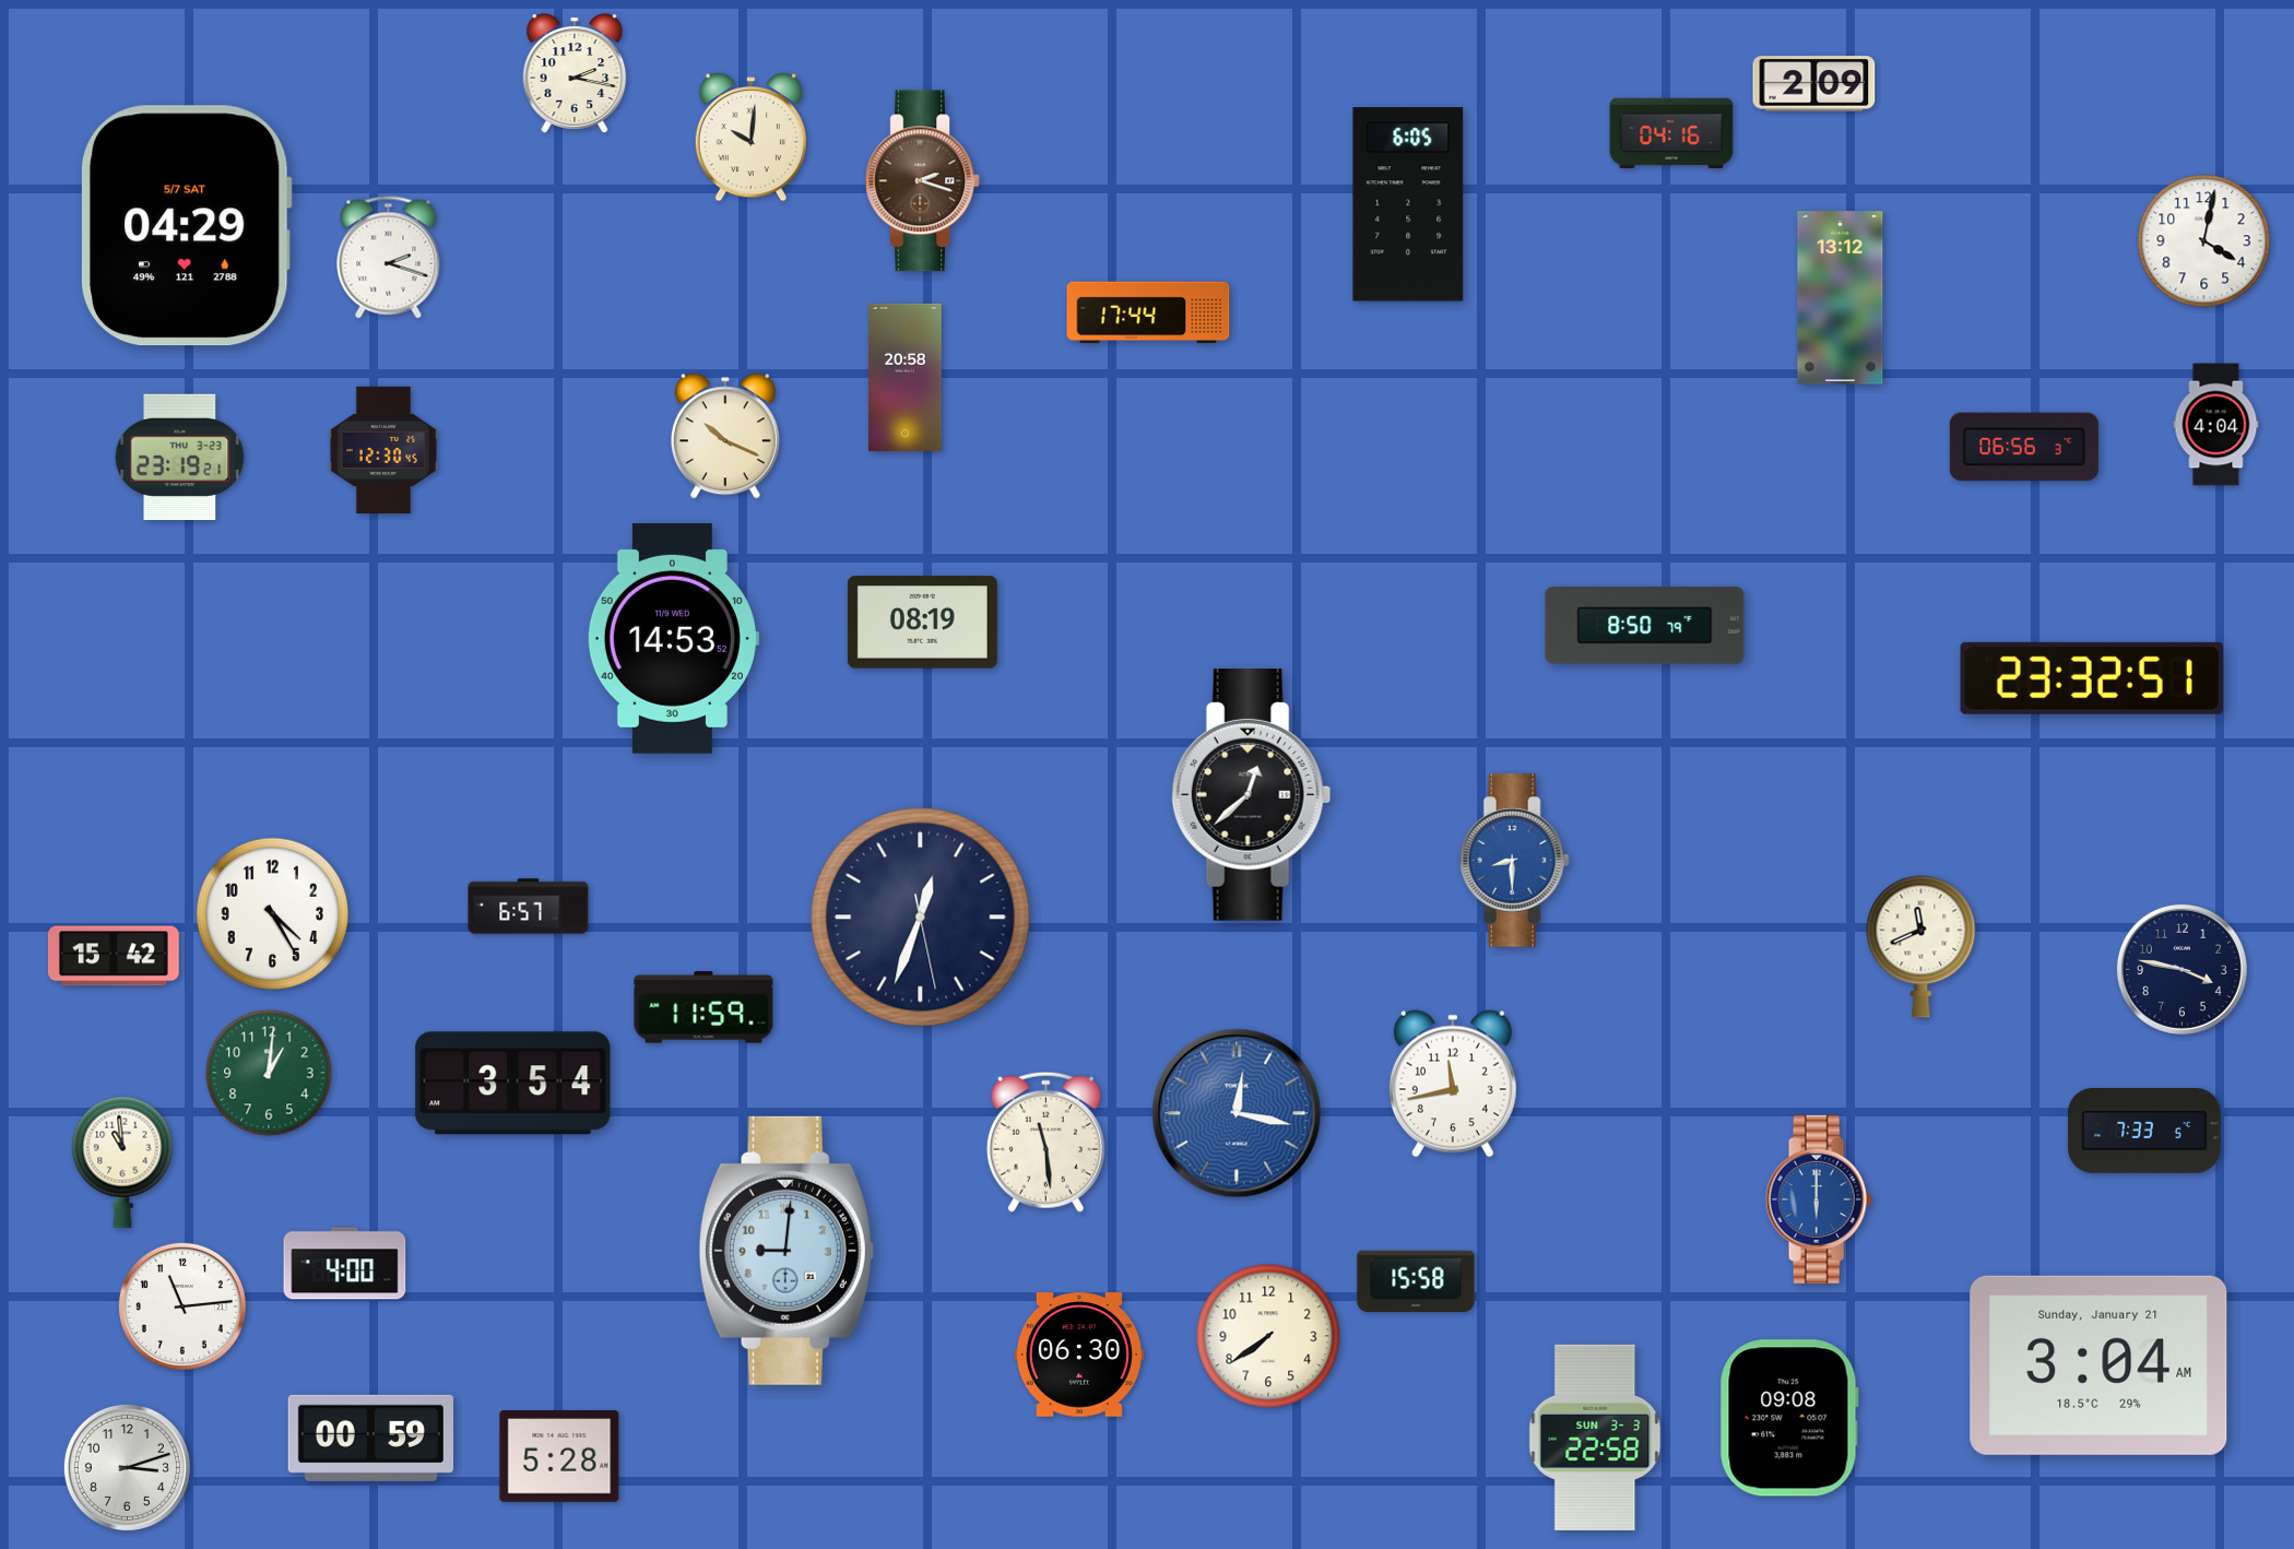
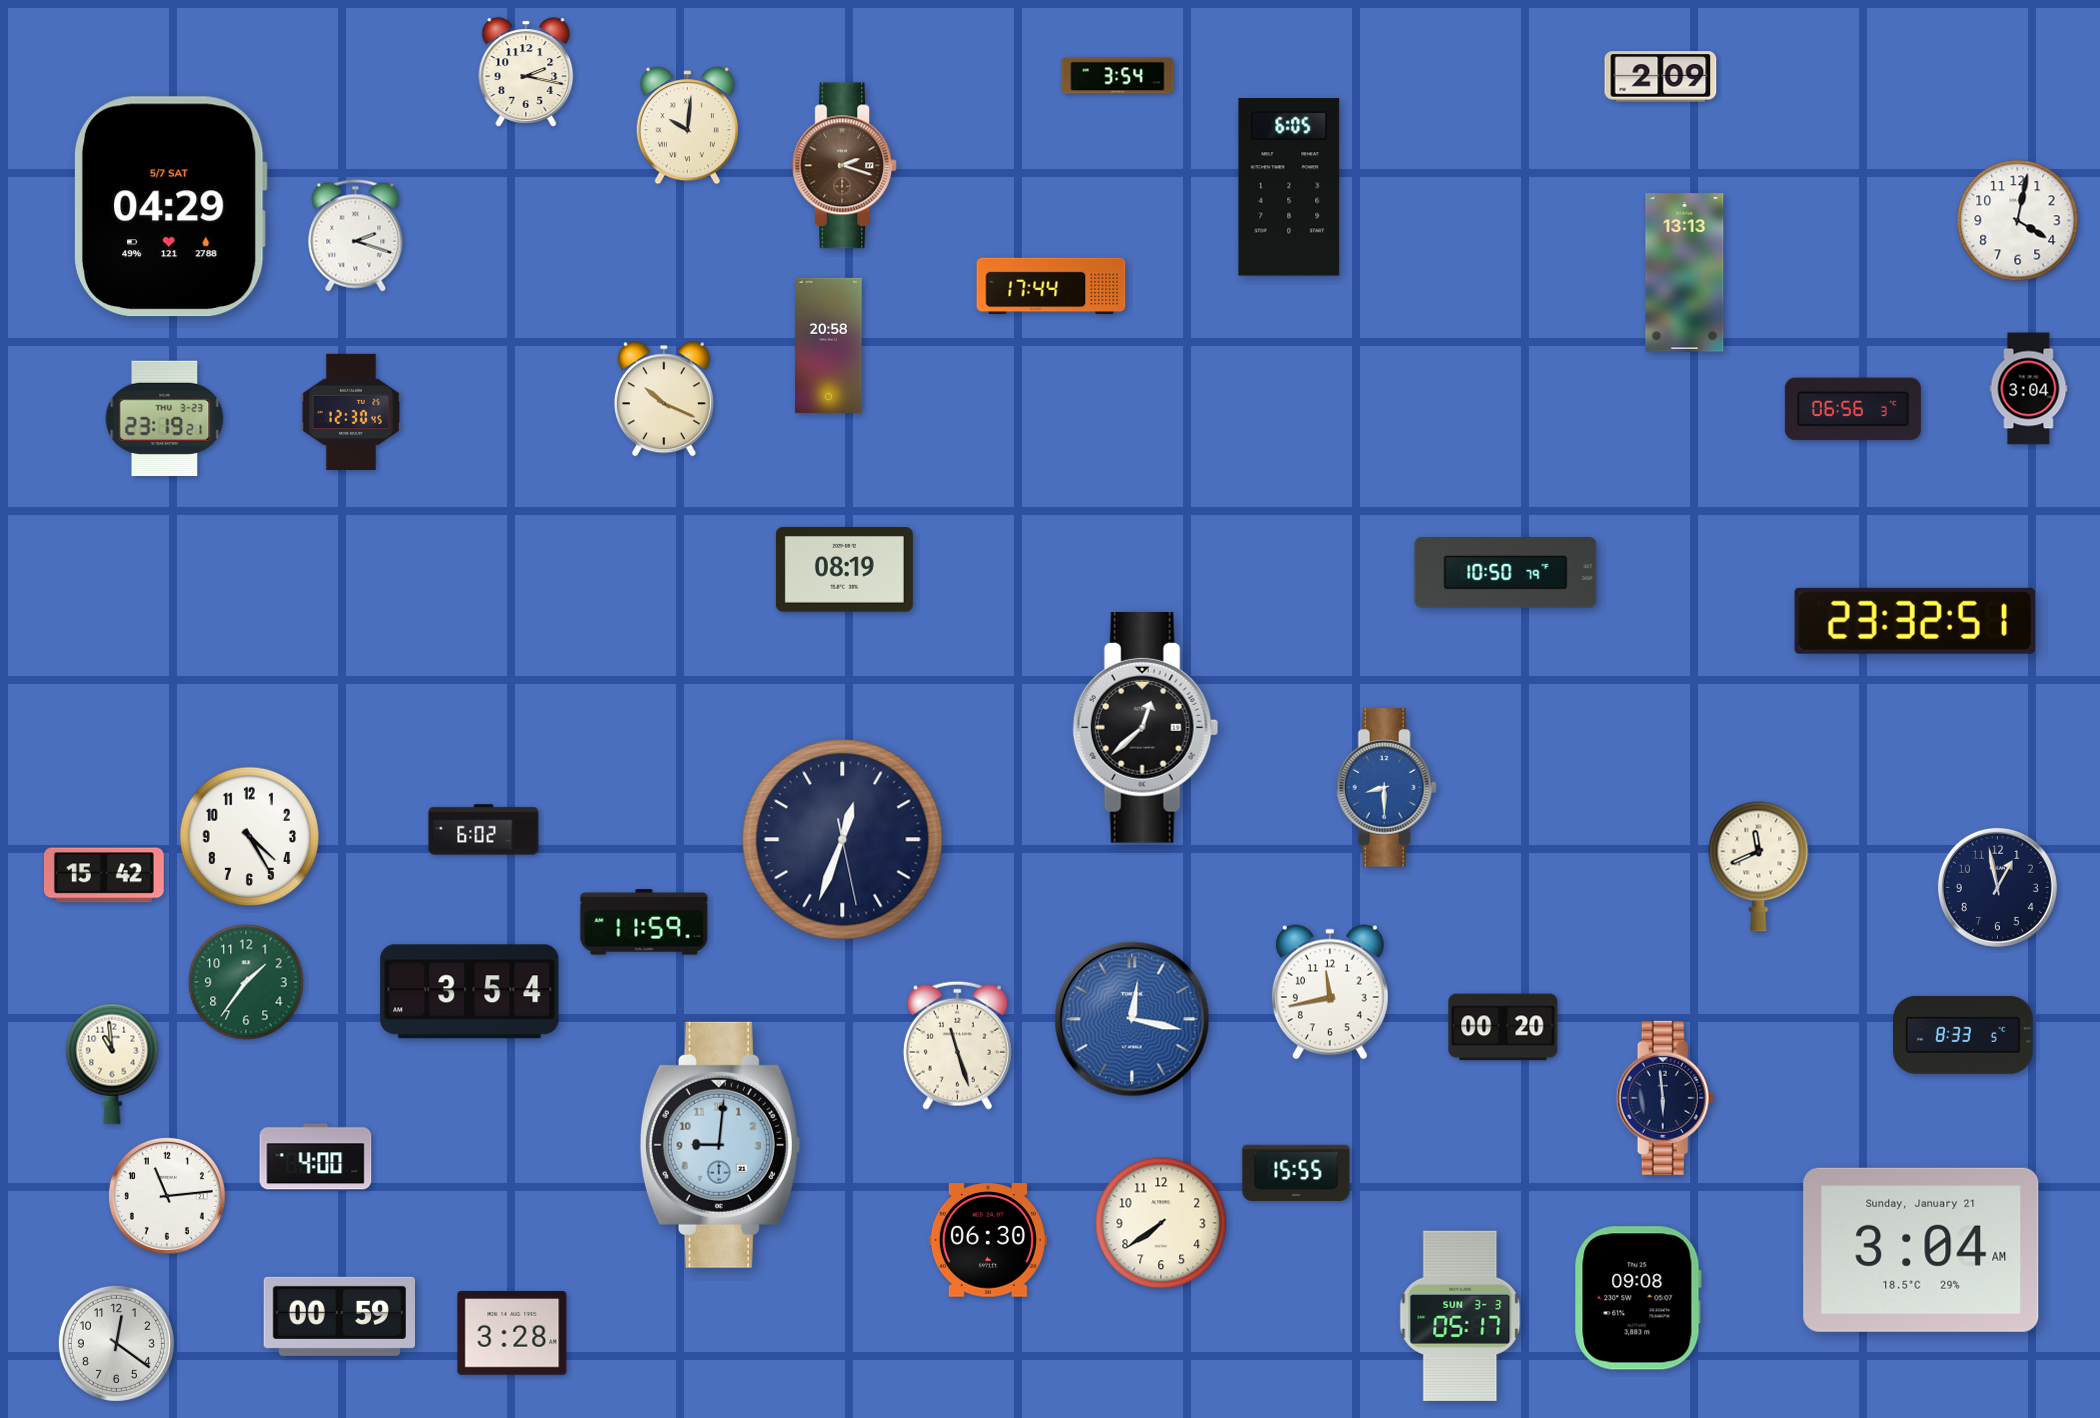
clock at (575, 73) position: (575, 73) -> (526, 72)
clock at (1118, 76): none -> 3:54
clock at (1671, 133): 04:16 -> none
clock at (1841, 298): 13:12 -> 13:13
clock at (2216, 425): 4:04 -> 3:04
clock at (1645, 626): 8:50 -> 10:50
clock at (673, 638): 14:53 -> none
clock at (529, 907): 6:57 -> 6:02
clock at (2181, 969): 3:47 -> 12:58
clock at (269, 1073): 1:01 -> 1:36
clock at (1503, 1027): none -> 00:20
clock at (2144, 1131): 7:33 -> 8:33
clock at (1045, 1142): 11:29 -> 11:27
clock at (1819, 1199): 6:00 -> 5:59
clock at (1819, 1199) dial: blue -> navy
clock at (1416, 1281): 15:58 -> 15:55
clock at (1595, 1438): 22:58 -> 05:17
clock at (559, 1457): 5:28 -> 3:28
clock at (127, 1467): 3:12 -> 12:21
